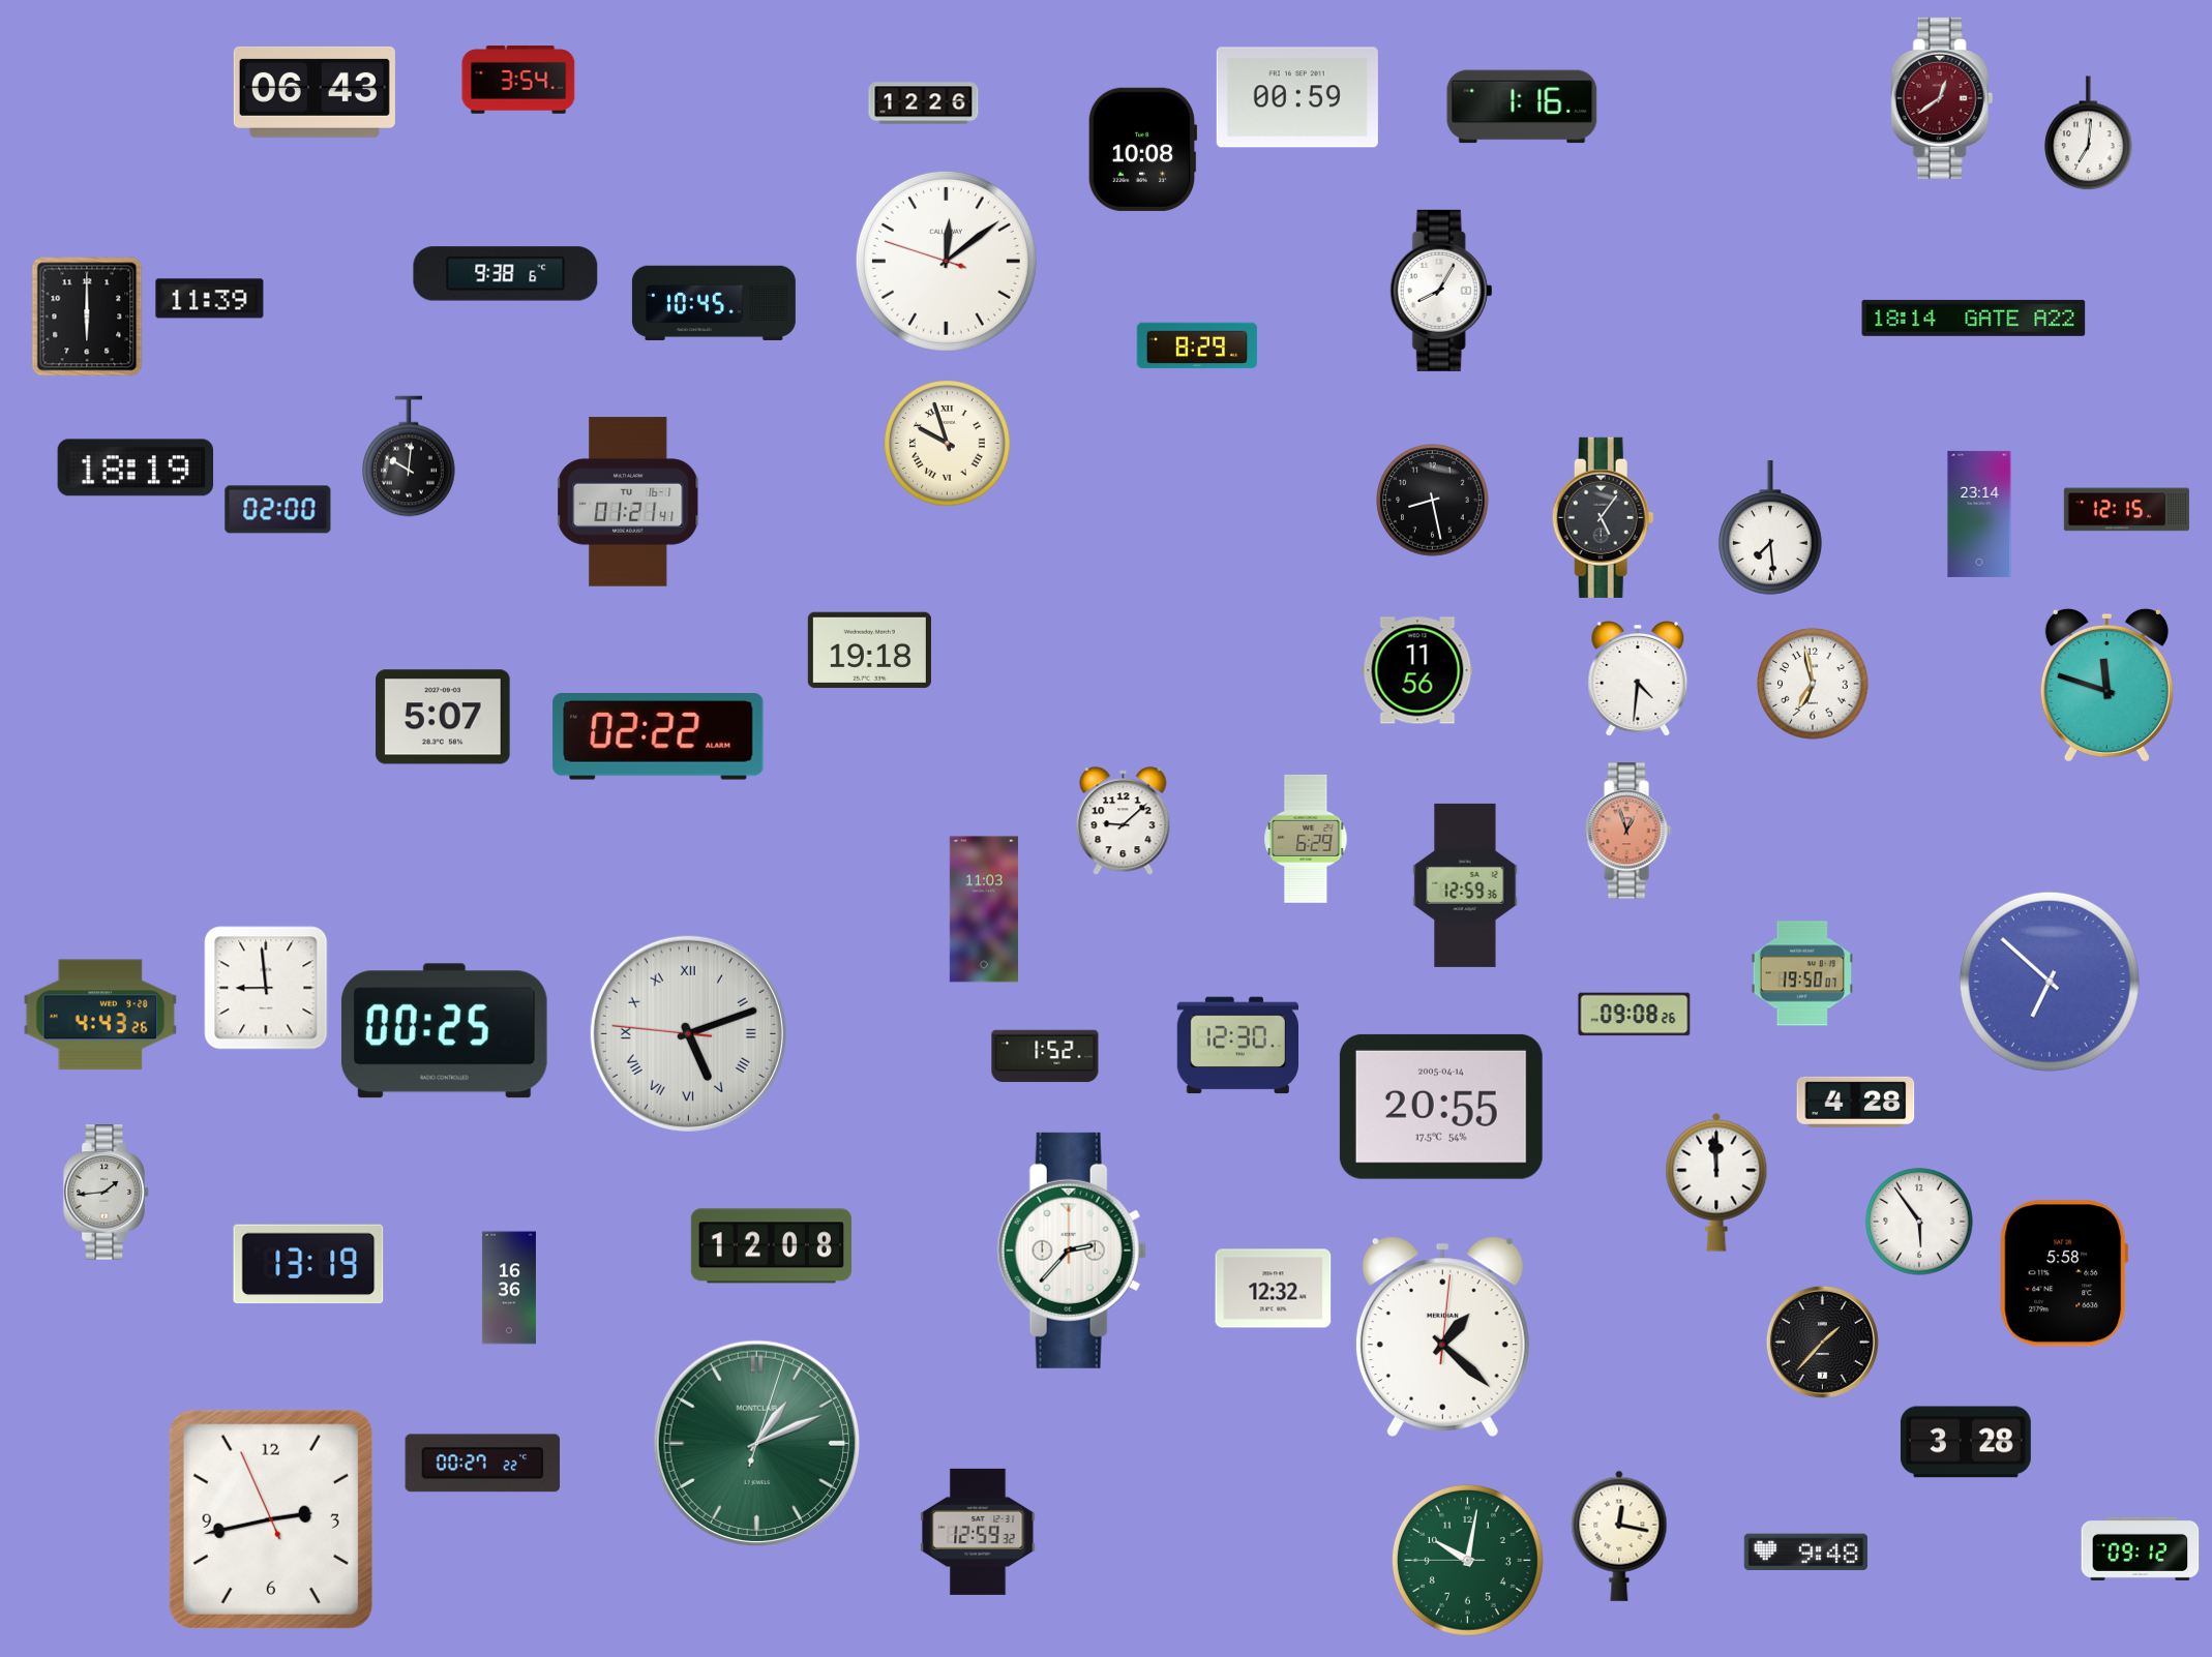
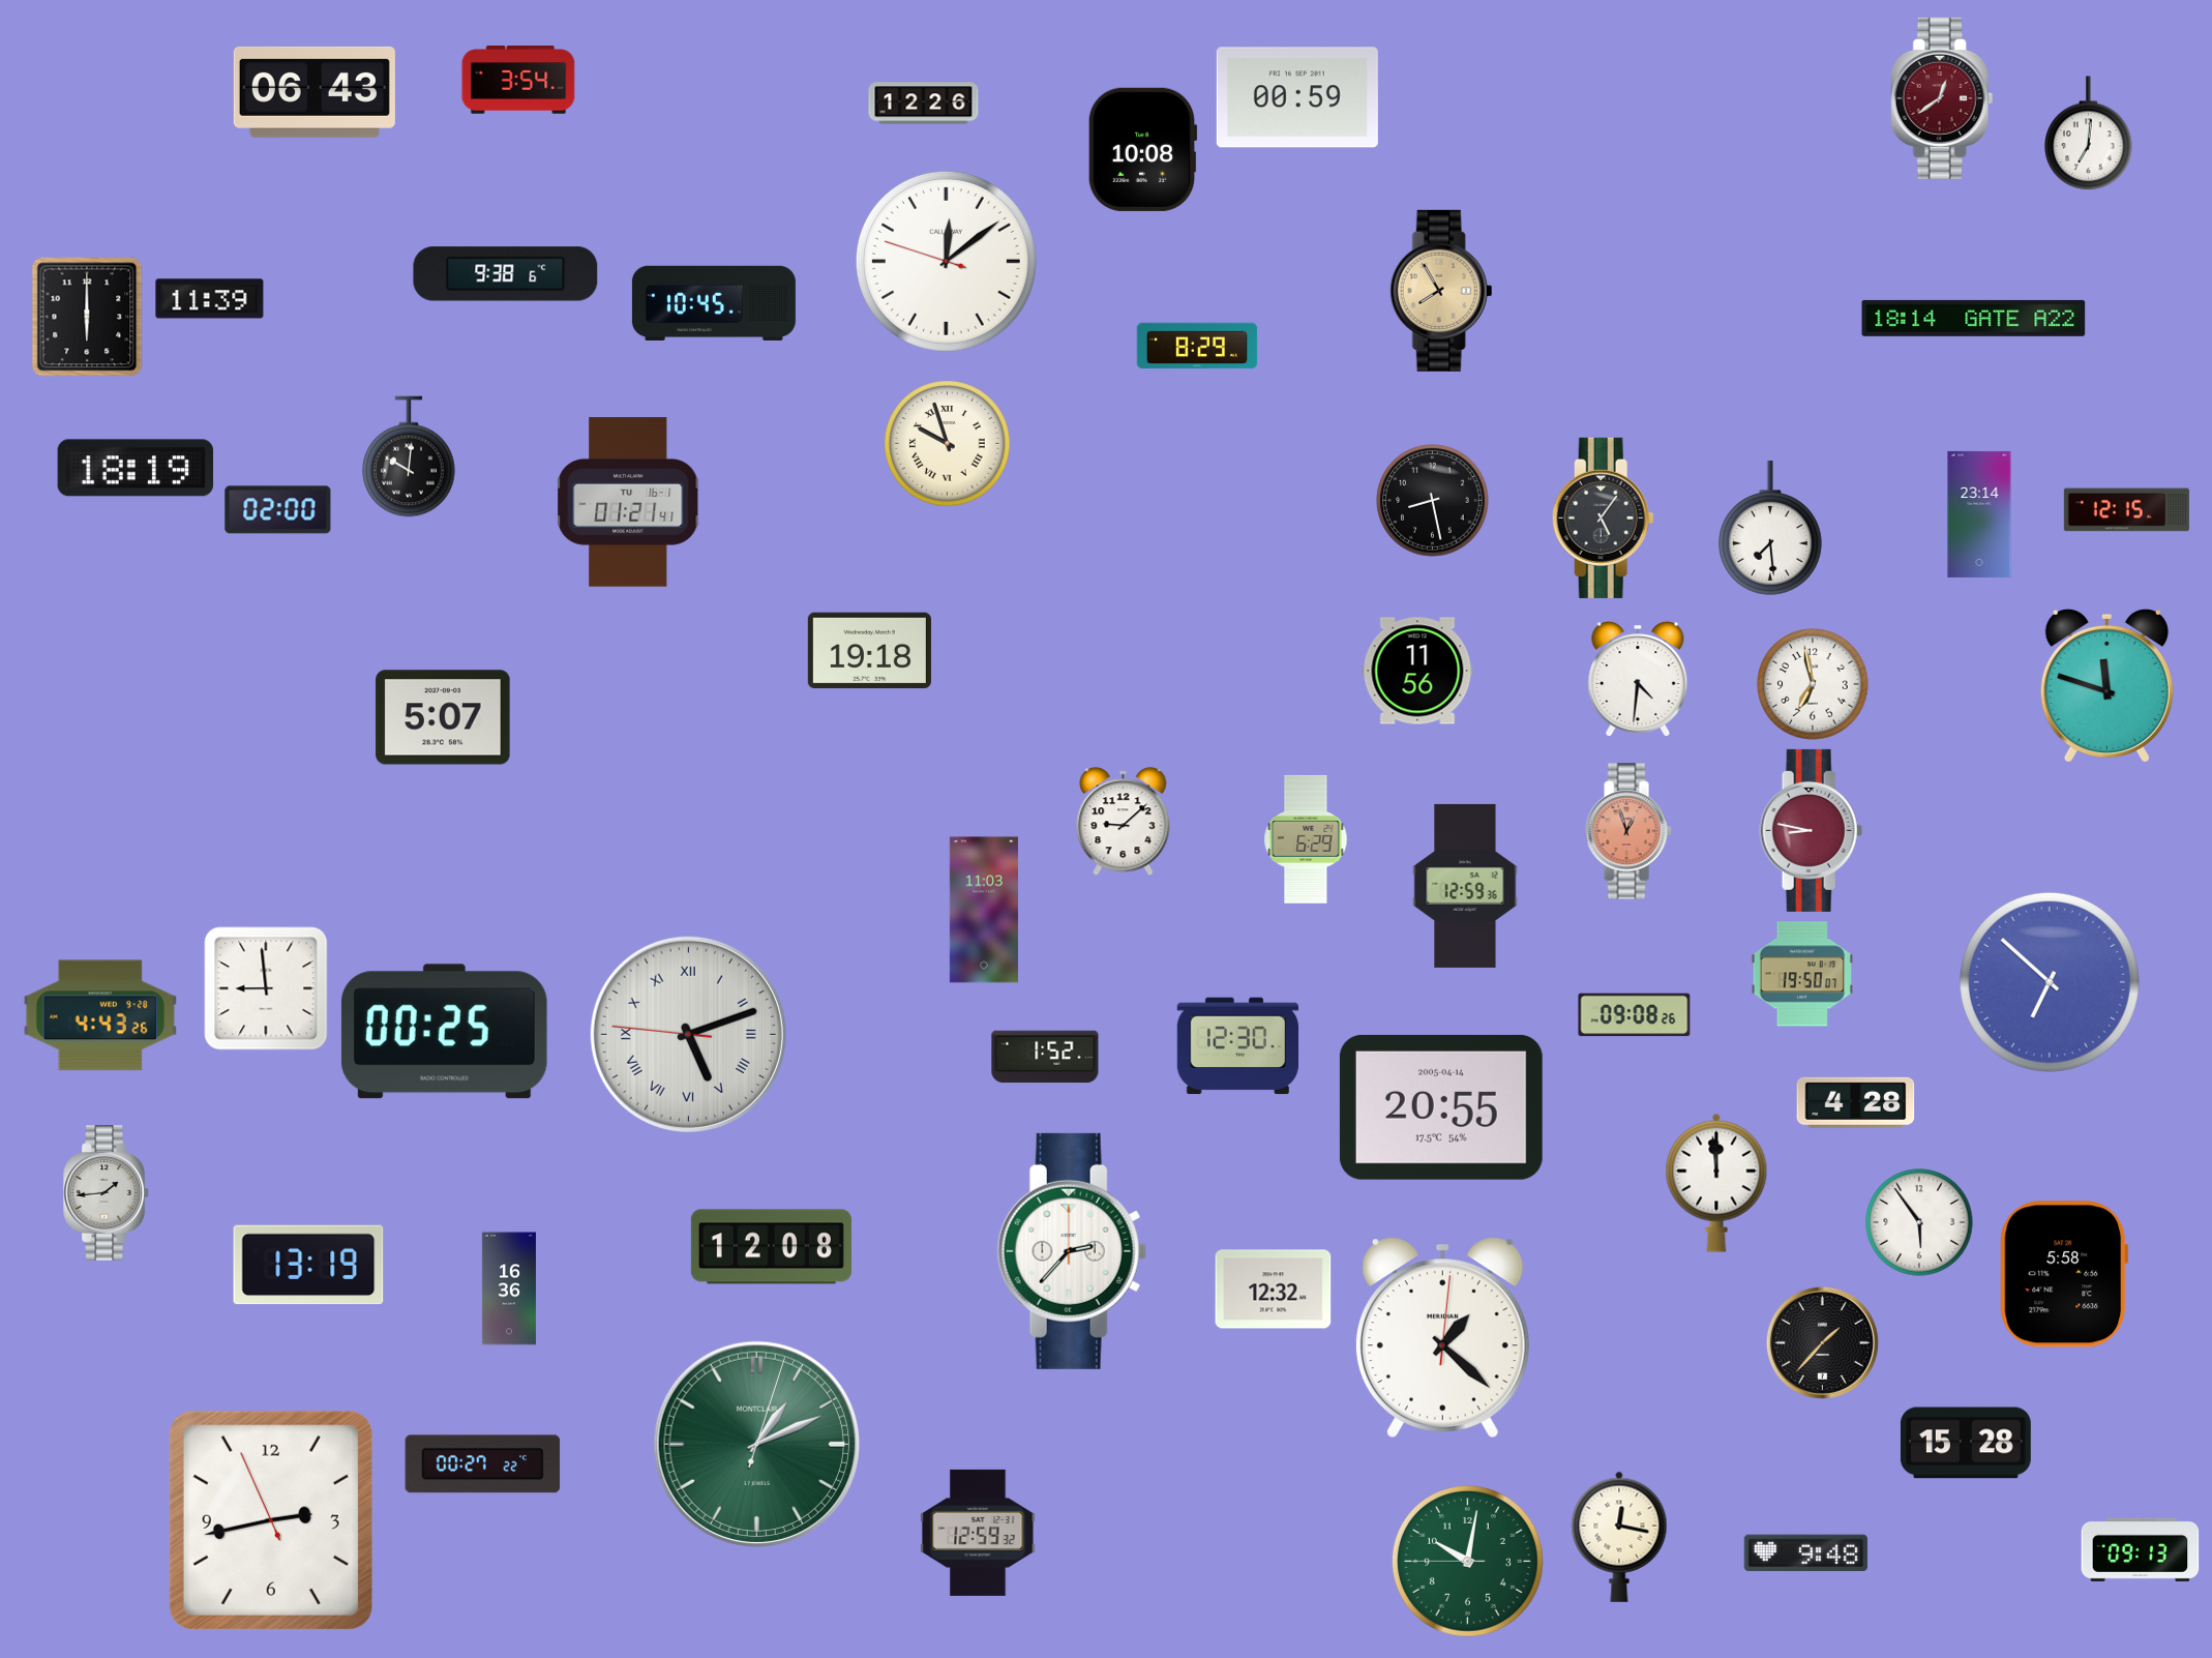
clock at (1522, 107): 1:16 -> none
clock at (1441, 291): 8:05 -> 7:55
clock at (1441, 291) dial: white -> champagne
clock at (658, 737): 02:22 -> none
clock at (1812, 830): none -> 8:47
clock at (1966, 1442): 3:28 -> 15:28
clock at (2141, 1548): 09:12 -> 09:13
